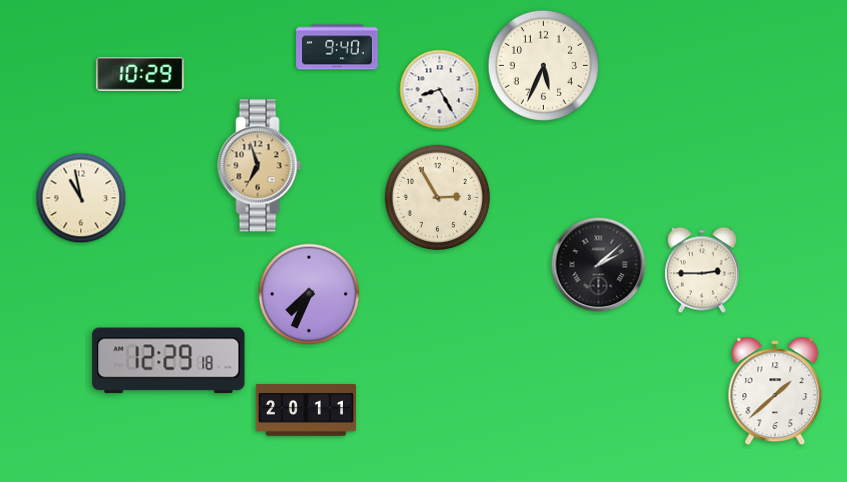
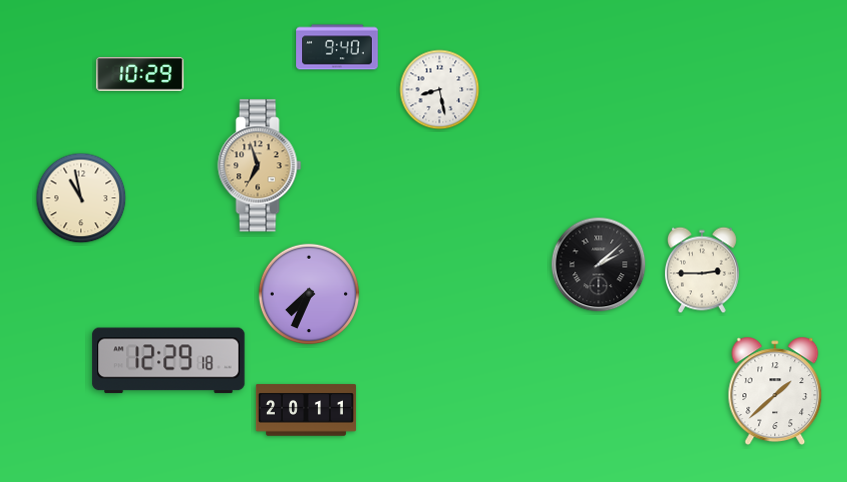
clock at (543, 65): 5:34 -> none
clock at (440, 90): 8:25 -> 8:28
clock at (437, 197): 2:55 -> none
